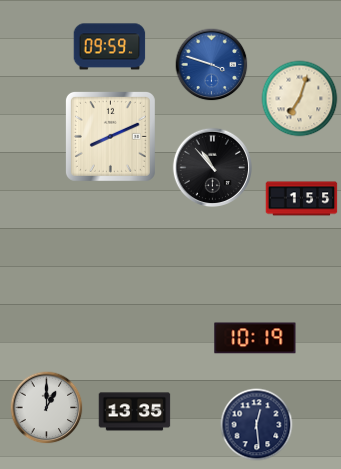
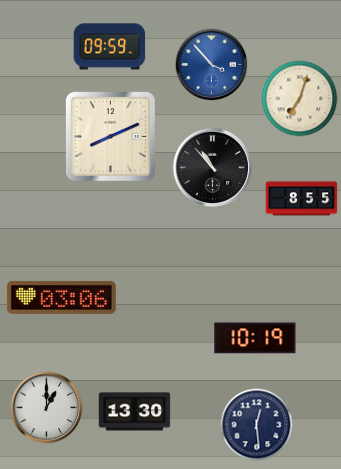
clock at (212, 65): 3:48 -> 3:53
clock at (302, 199): 1:55 -> 8:55
clock at (61, 297): none -> 03:06
clock at (135, 412): 13:35 -> 13:30
